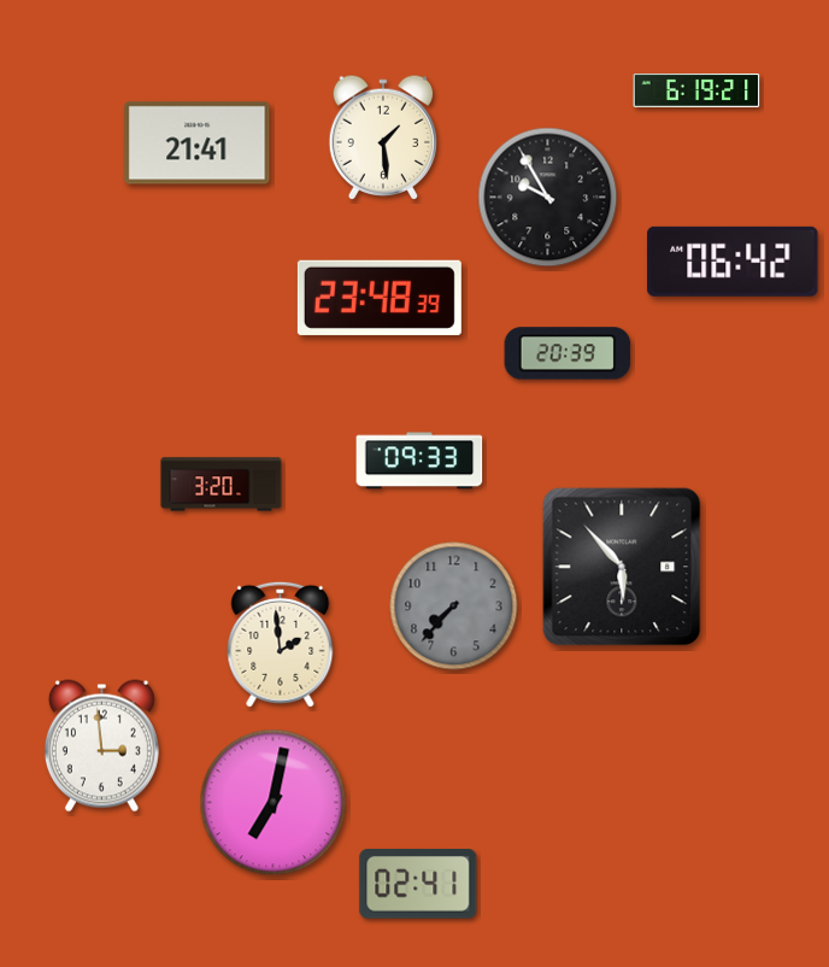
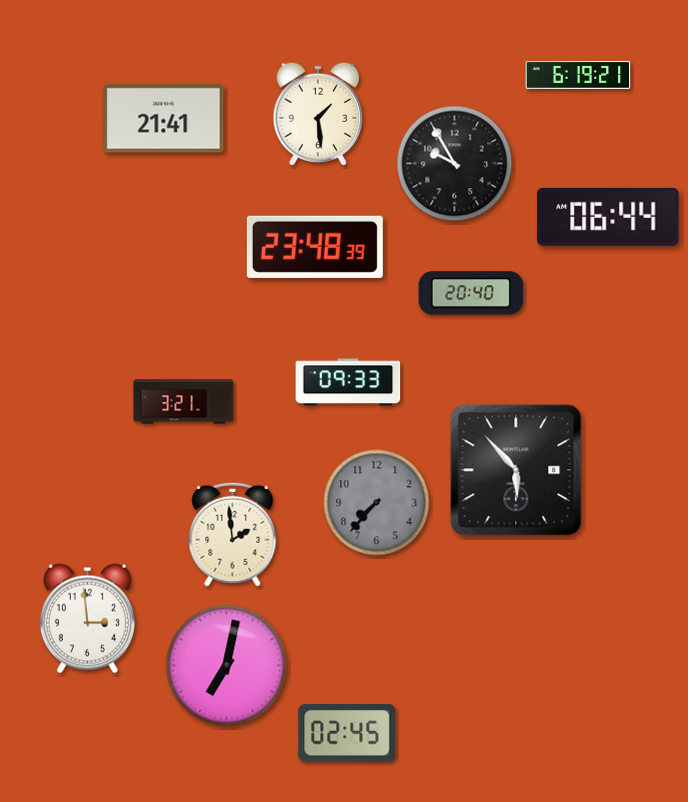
clock at (733, 262): 06:42 -> 06:44
clock at (568, 353): 20:39 -> 20:40
clock at (222, 485): 3:20 -> 3:21
clock at (101, 746) position: (101, 746) -> (87, 619)
clock at (418, 885): 02:41 -> 02:45
